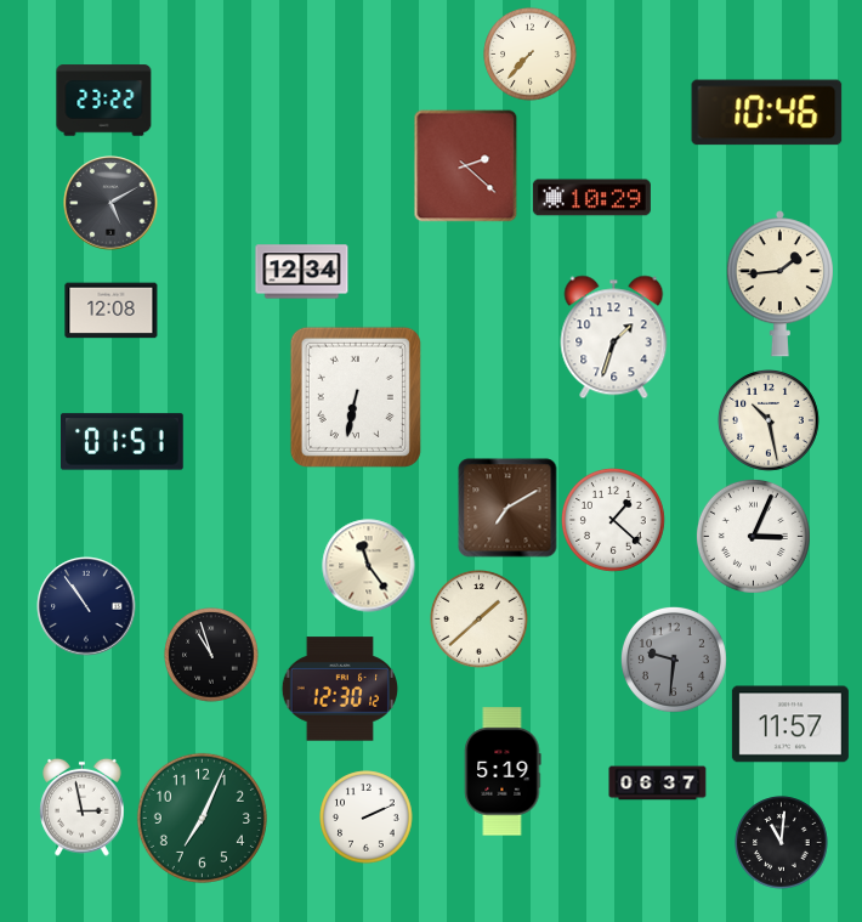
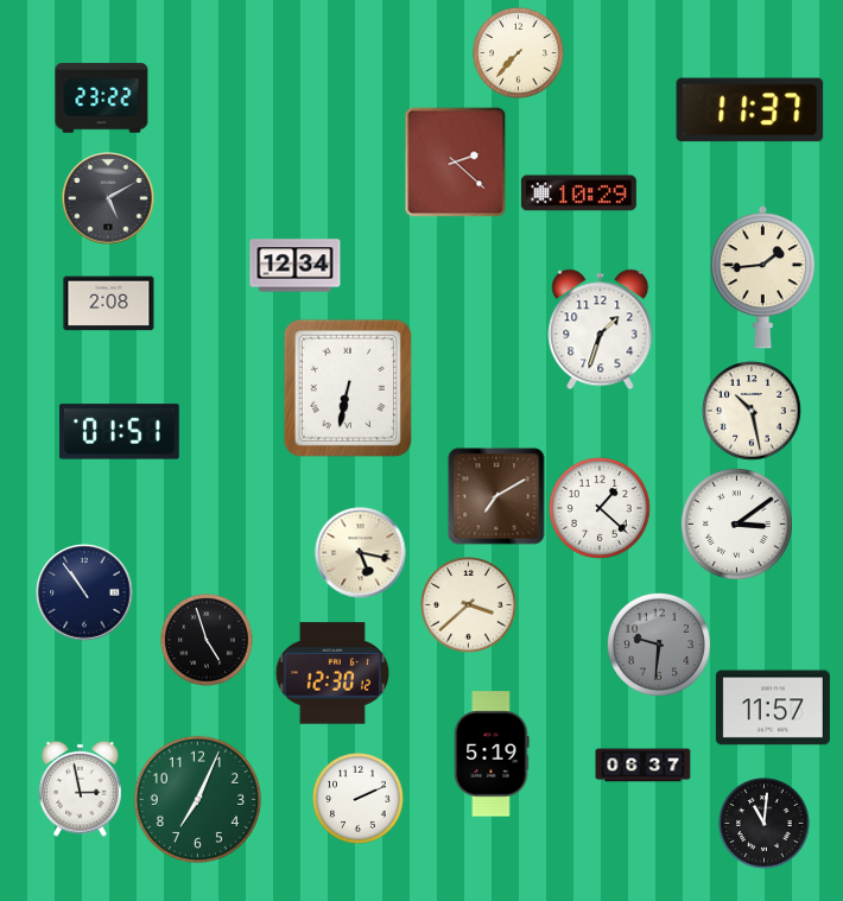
clock at (767, 113): 10:46 -> 11:37
clock at (112, 311): 12:08 -> 2:08
clock at (753, 536): 3:04 -> 3:09
clock at (369, 566): 11:24 -> 5:17
clock at (480, 620): 1:38 -> 3:38
clock at (211, 655): 10:57 -> 4:57
